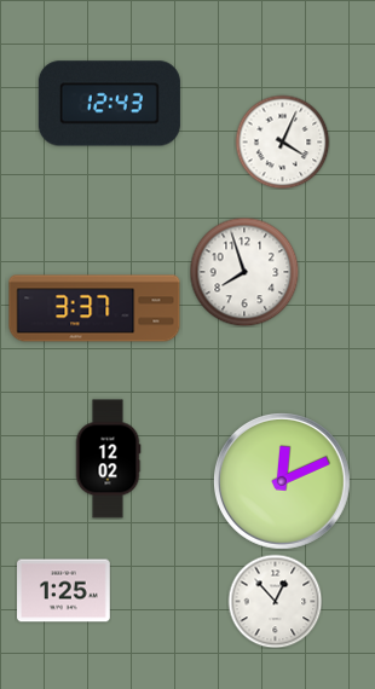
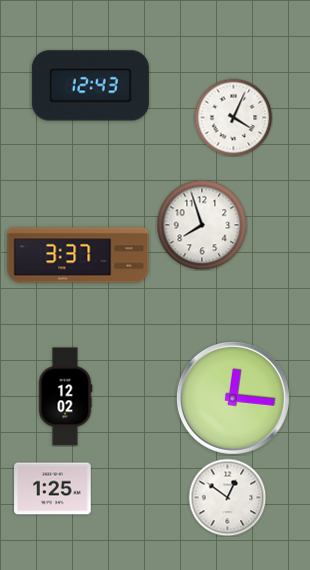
clock at (108, 459) position: (108, 459) -> (65, 397)
clock at (283, 482): 12:11 -> 12:16
clock at (275, 601): 12:53 -> 12:51
